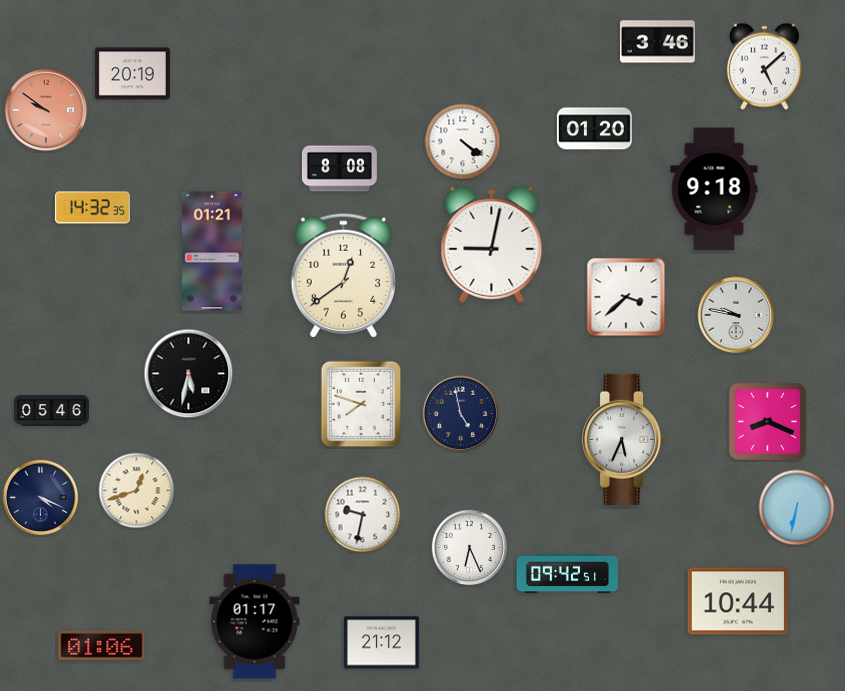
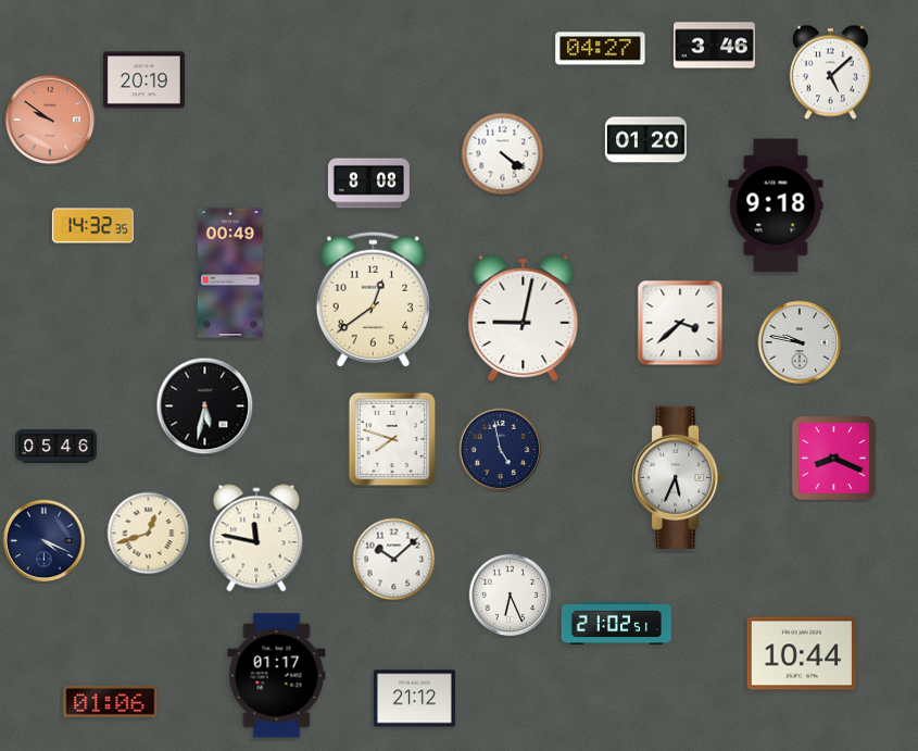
clock at (601, 49): none -> 04:27
clock at (92, 208) position: (92, 208) -> (92, 226)
clock at (492, 244) position: (492, 244) -> (524, 317)
clock at (212, 251): 01:21 -> 00:49
clock at (256, 538): none -> 11:47
clock at (797, 508): 6:32 -> none
clock at (363, 515): 9:32 -> 10:08
clock at (567, 574): 09:42 -> 21:02
